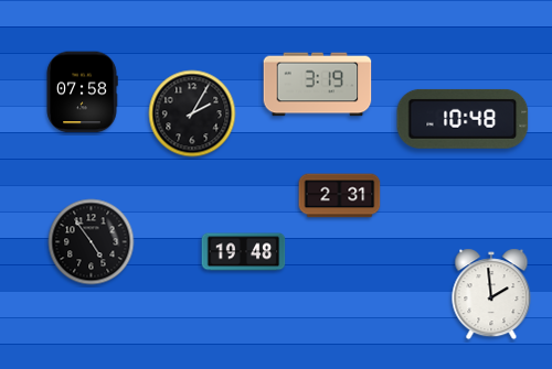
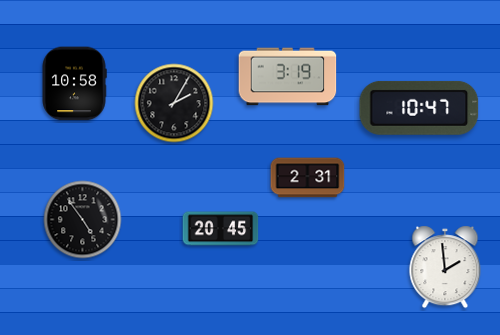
clock at (82, 93): 07:58 -> 10:58
clock at (463, 119): 10:48 -> 10:47
clock at (244, 252): 19:48 -> 20:45
